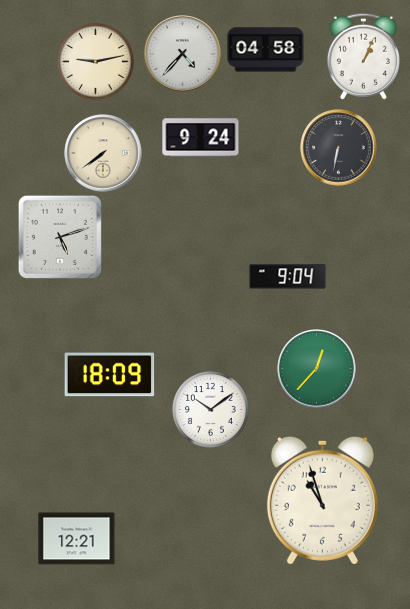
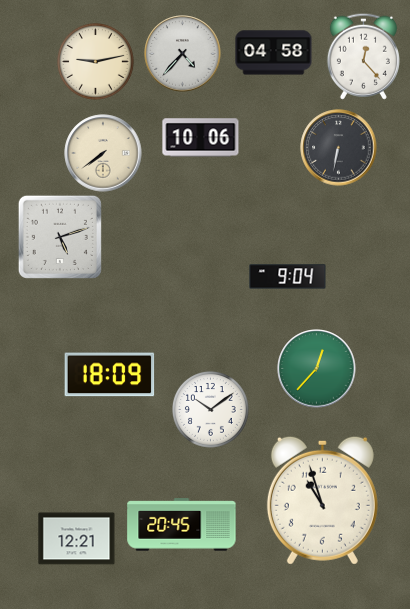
clock at (266, 50) position: (266, 50) -> (274, 53)
clock at (363, 56): 1:04 -> 12:23
clock at (201, 138): 9:24 -> 10:06
clock at (182, 525): none -> 20:45
